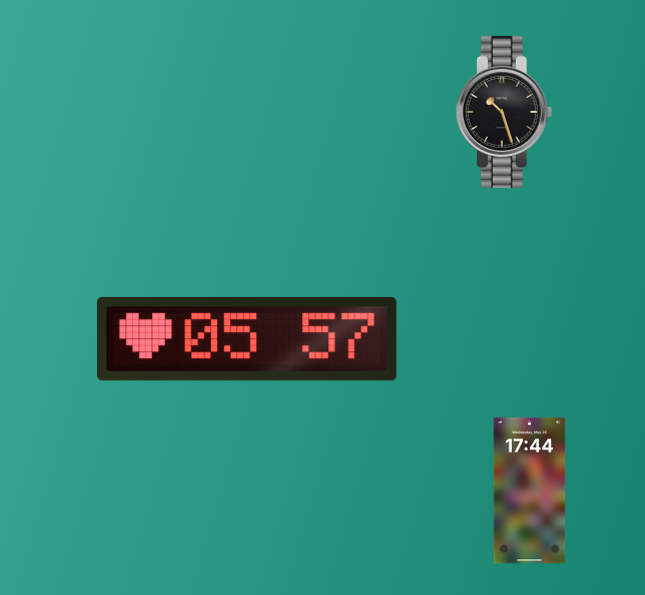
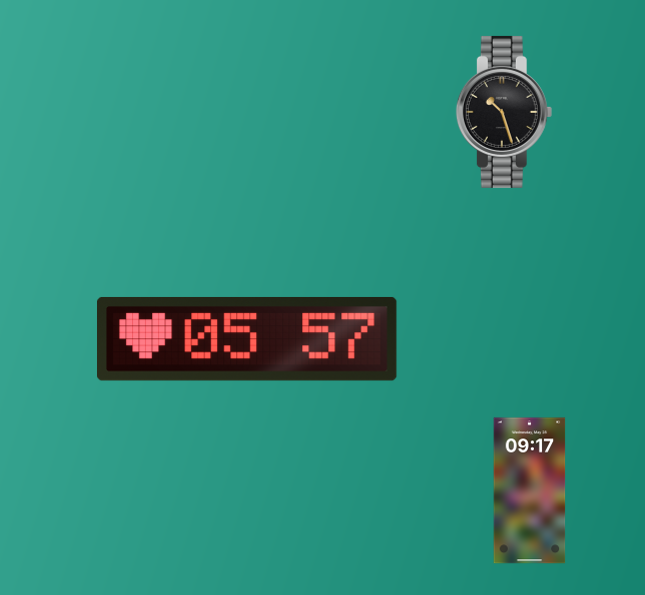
clock at (530, 491): 17:44 -> 09:17
